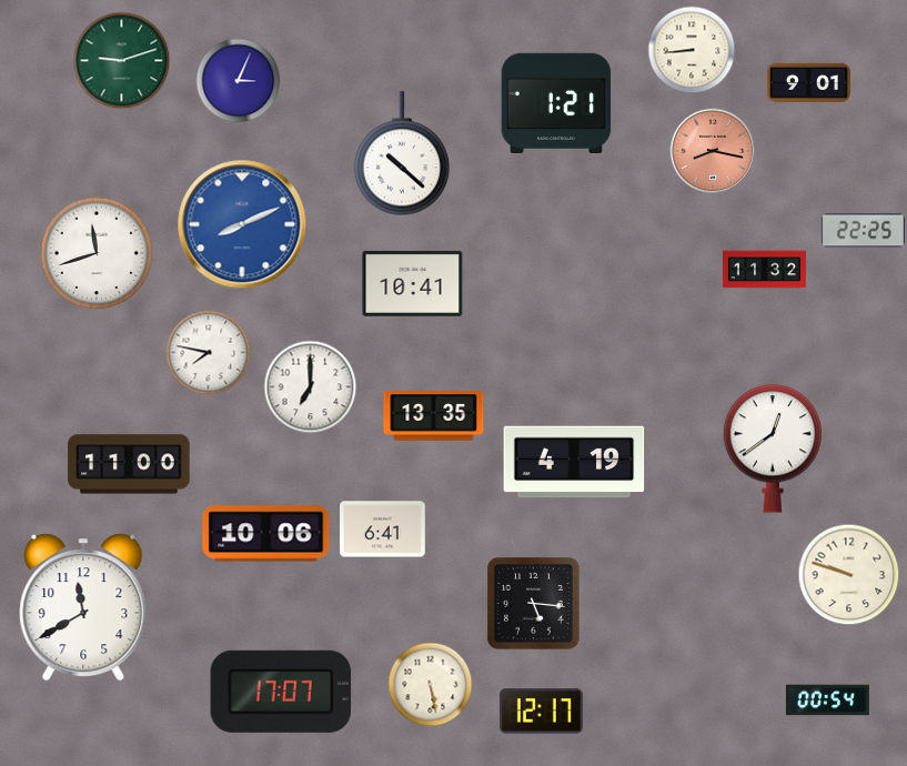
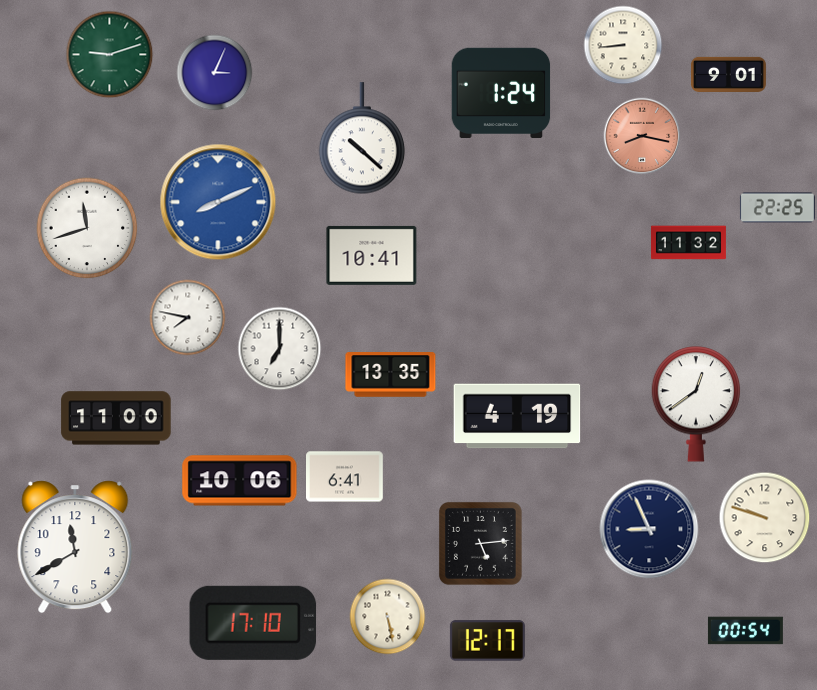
clock at (556, 103): 1:21 -> 1:24
clock at (649, 529): none -> 8:56
clock at (533, 603): 5:16 -> 5:14
clock at (281, 692): 17:07 -> 17:10
